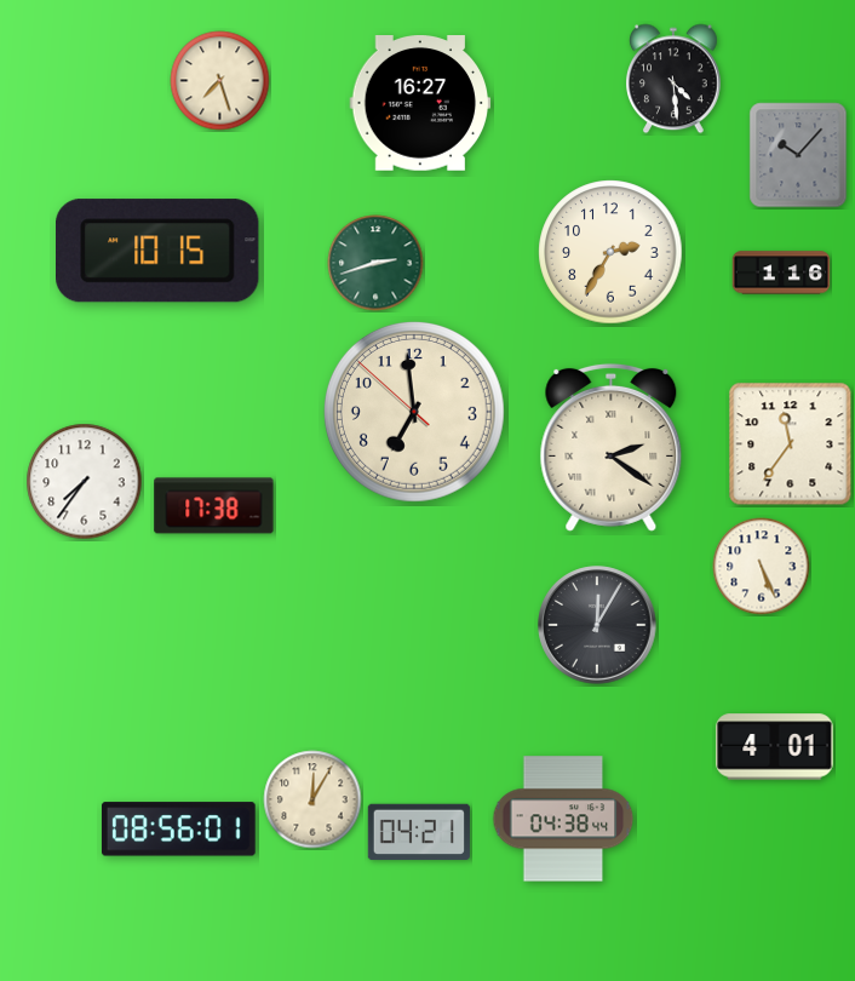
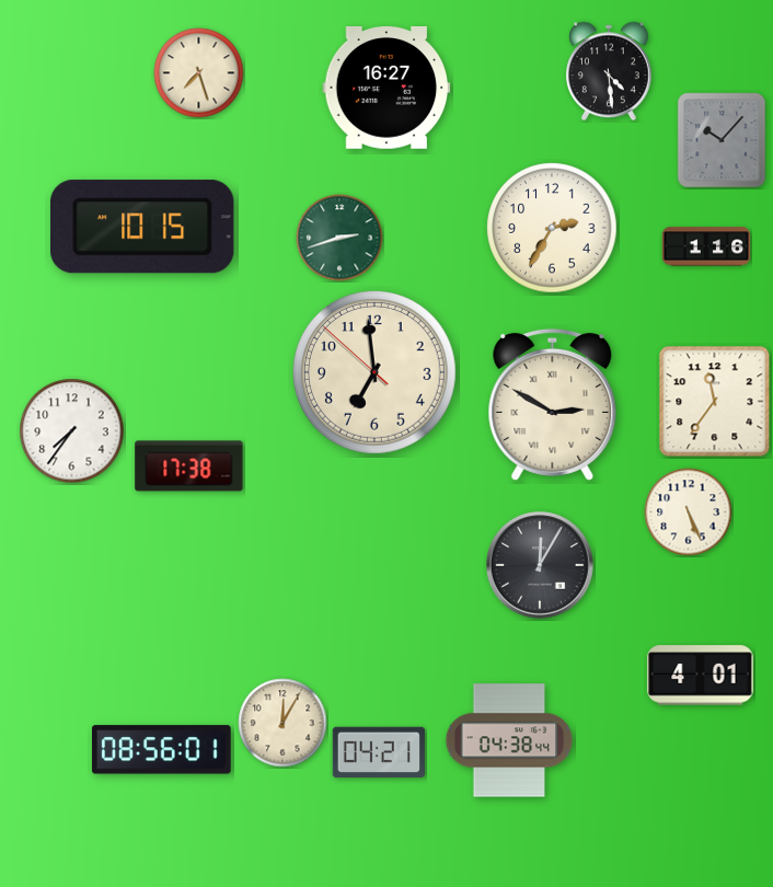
clock at (420, 104) position: (420, 104) -> (386, 89)
clock at (612, 447): 2:21 -> 2:50
clock at (85, 482) position: (85, 482) -> (72, 431)
clock at (214, 506) position: (214, 506) -> (189, 466)
